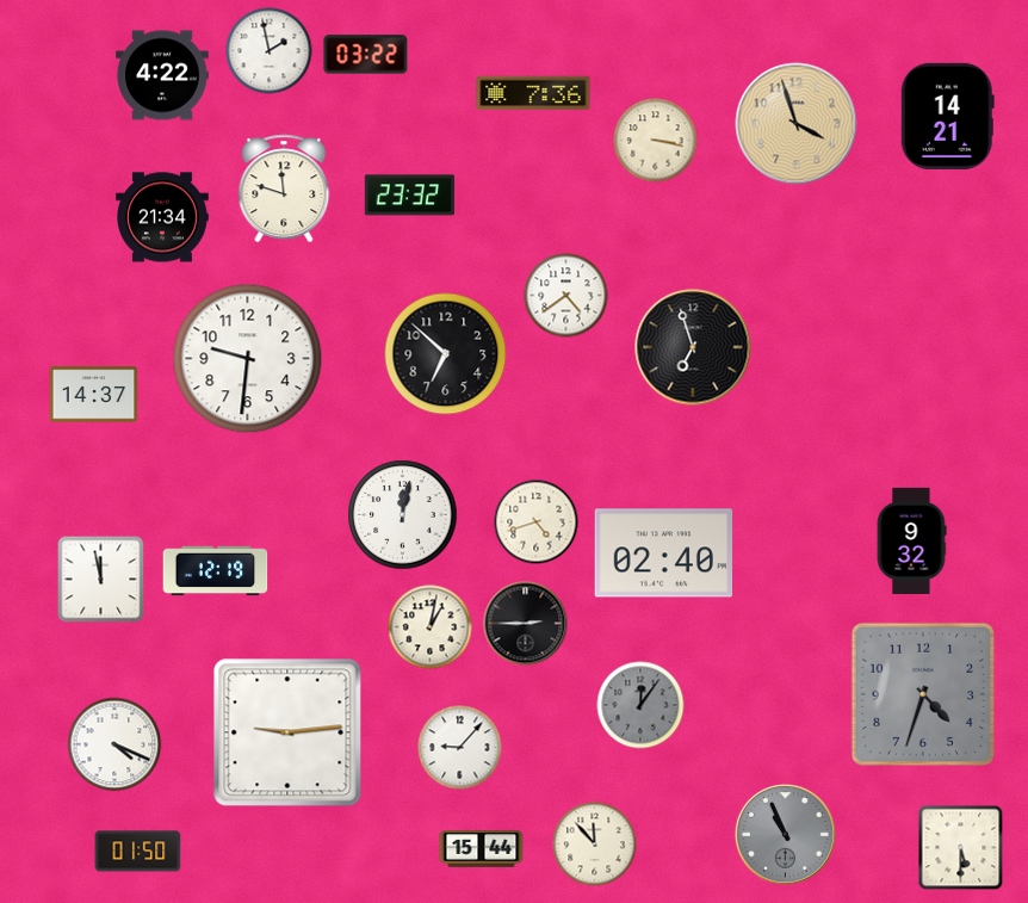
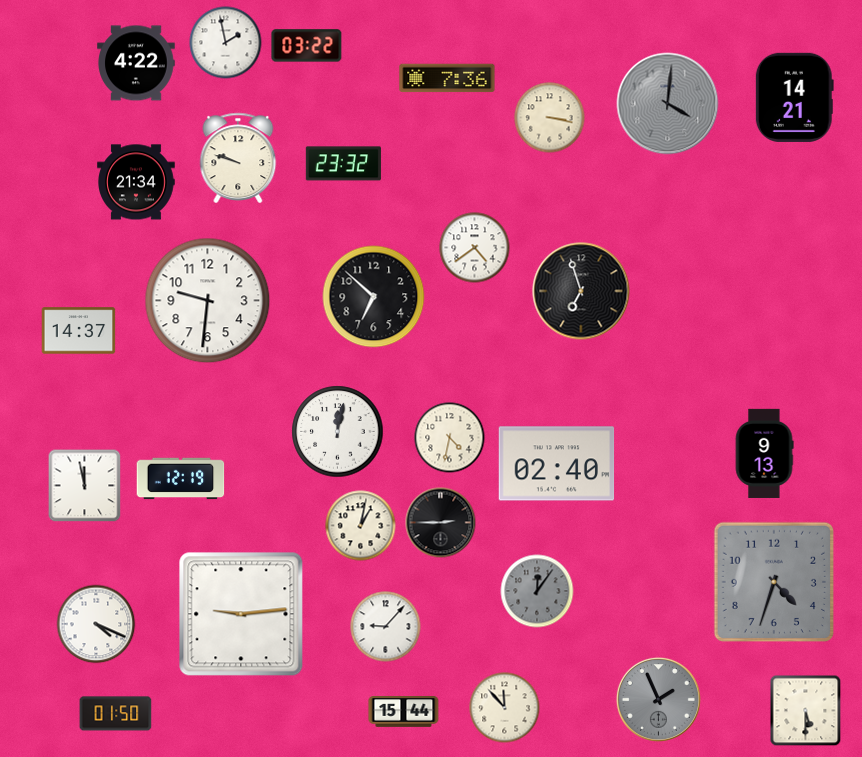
clock at (797, 124): 3:57 -> 4:01
clock at (797, 124) dial: champagne -> grey
clock at (284, 187): 11:48 -> 9:48
clock at (537, 522): 4:42 -> 4:32
clock at (911, 540): 9:32 -> 9:13
clock at (785, 834): 10:56 -> 1:56
clock at (595, 845) position: (595, 845) -> (505, 708)
